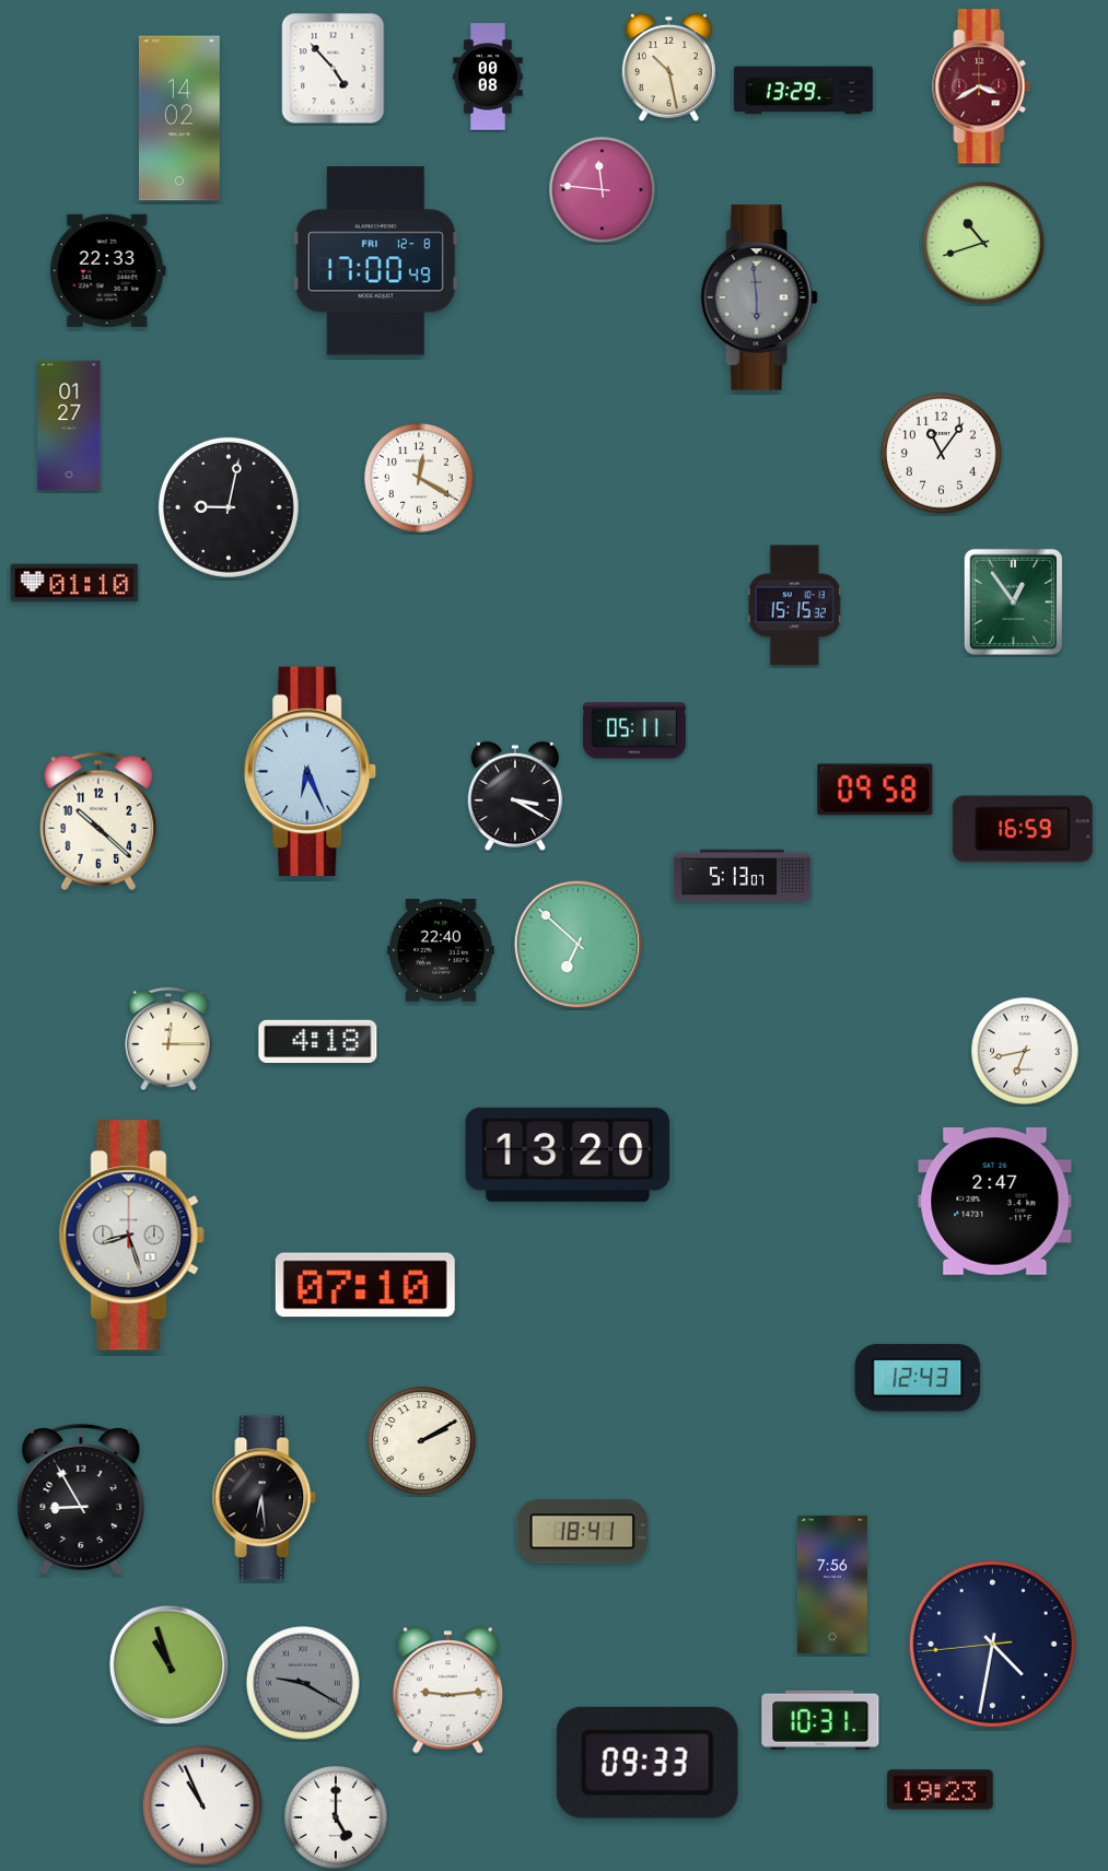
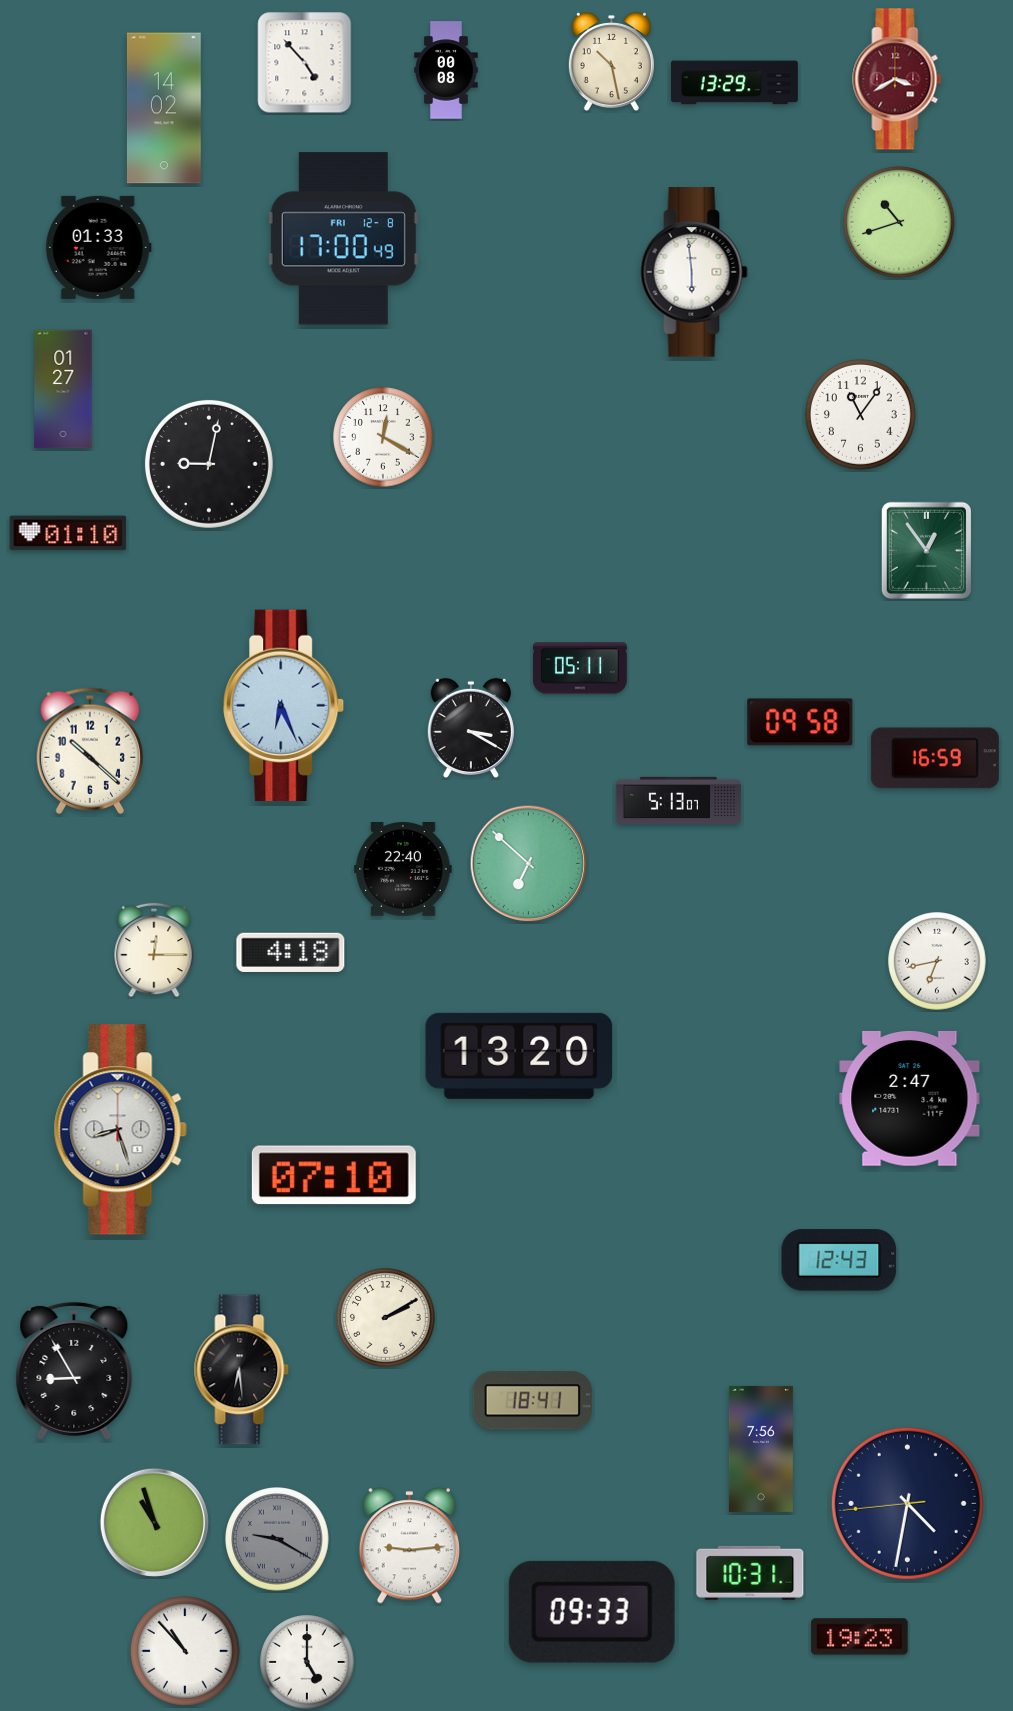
clock at (603, 190): 11:46 -> none
clock at (107, 270): 22:33 -> 01:33
clock at (759, 297) dial: grey -> white
clock at (794, 606): 15:15 -> none
clock at (202, 1805): 10:56 -> 10:53
